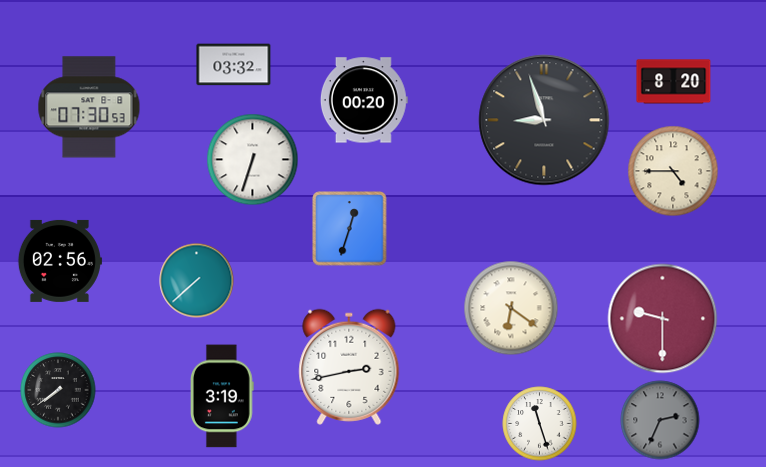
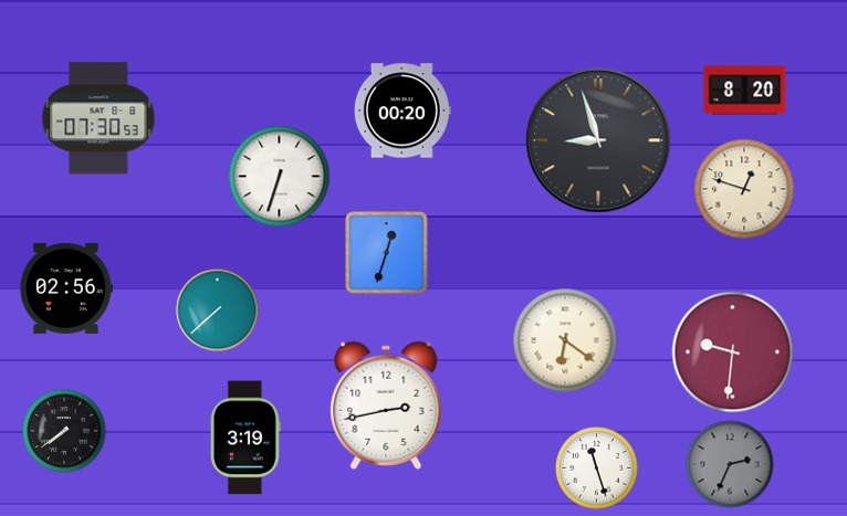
clock at (234, 65): 03:32 -> none
clock at (544, 120) position: (544, 120) -> (598, 140)
clock at (673, 171): 4:45 -> 12:48
clock at (663, 319): 9:30 -> 9:31
